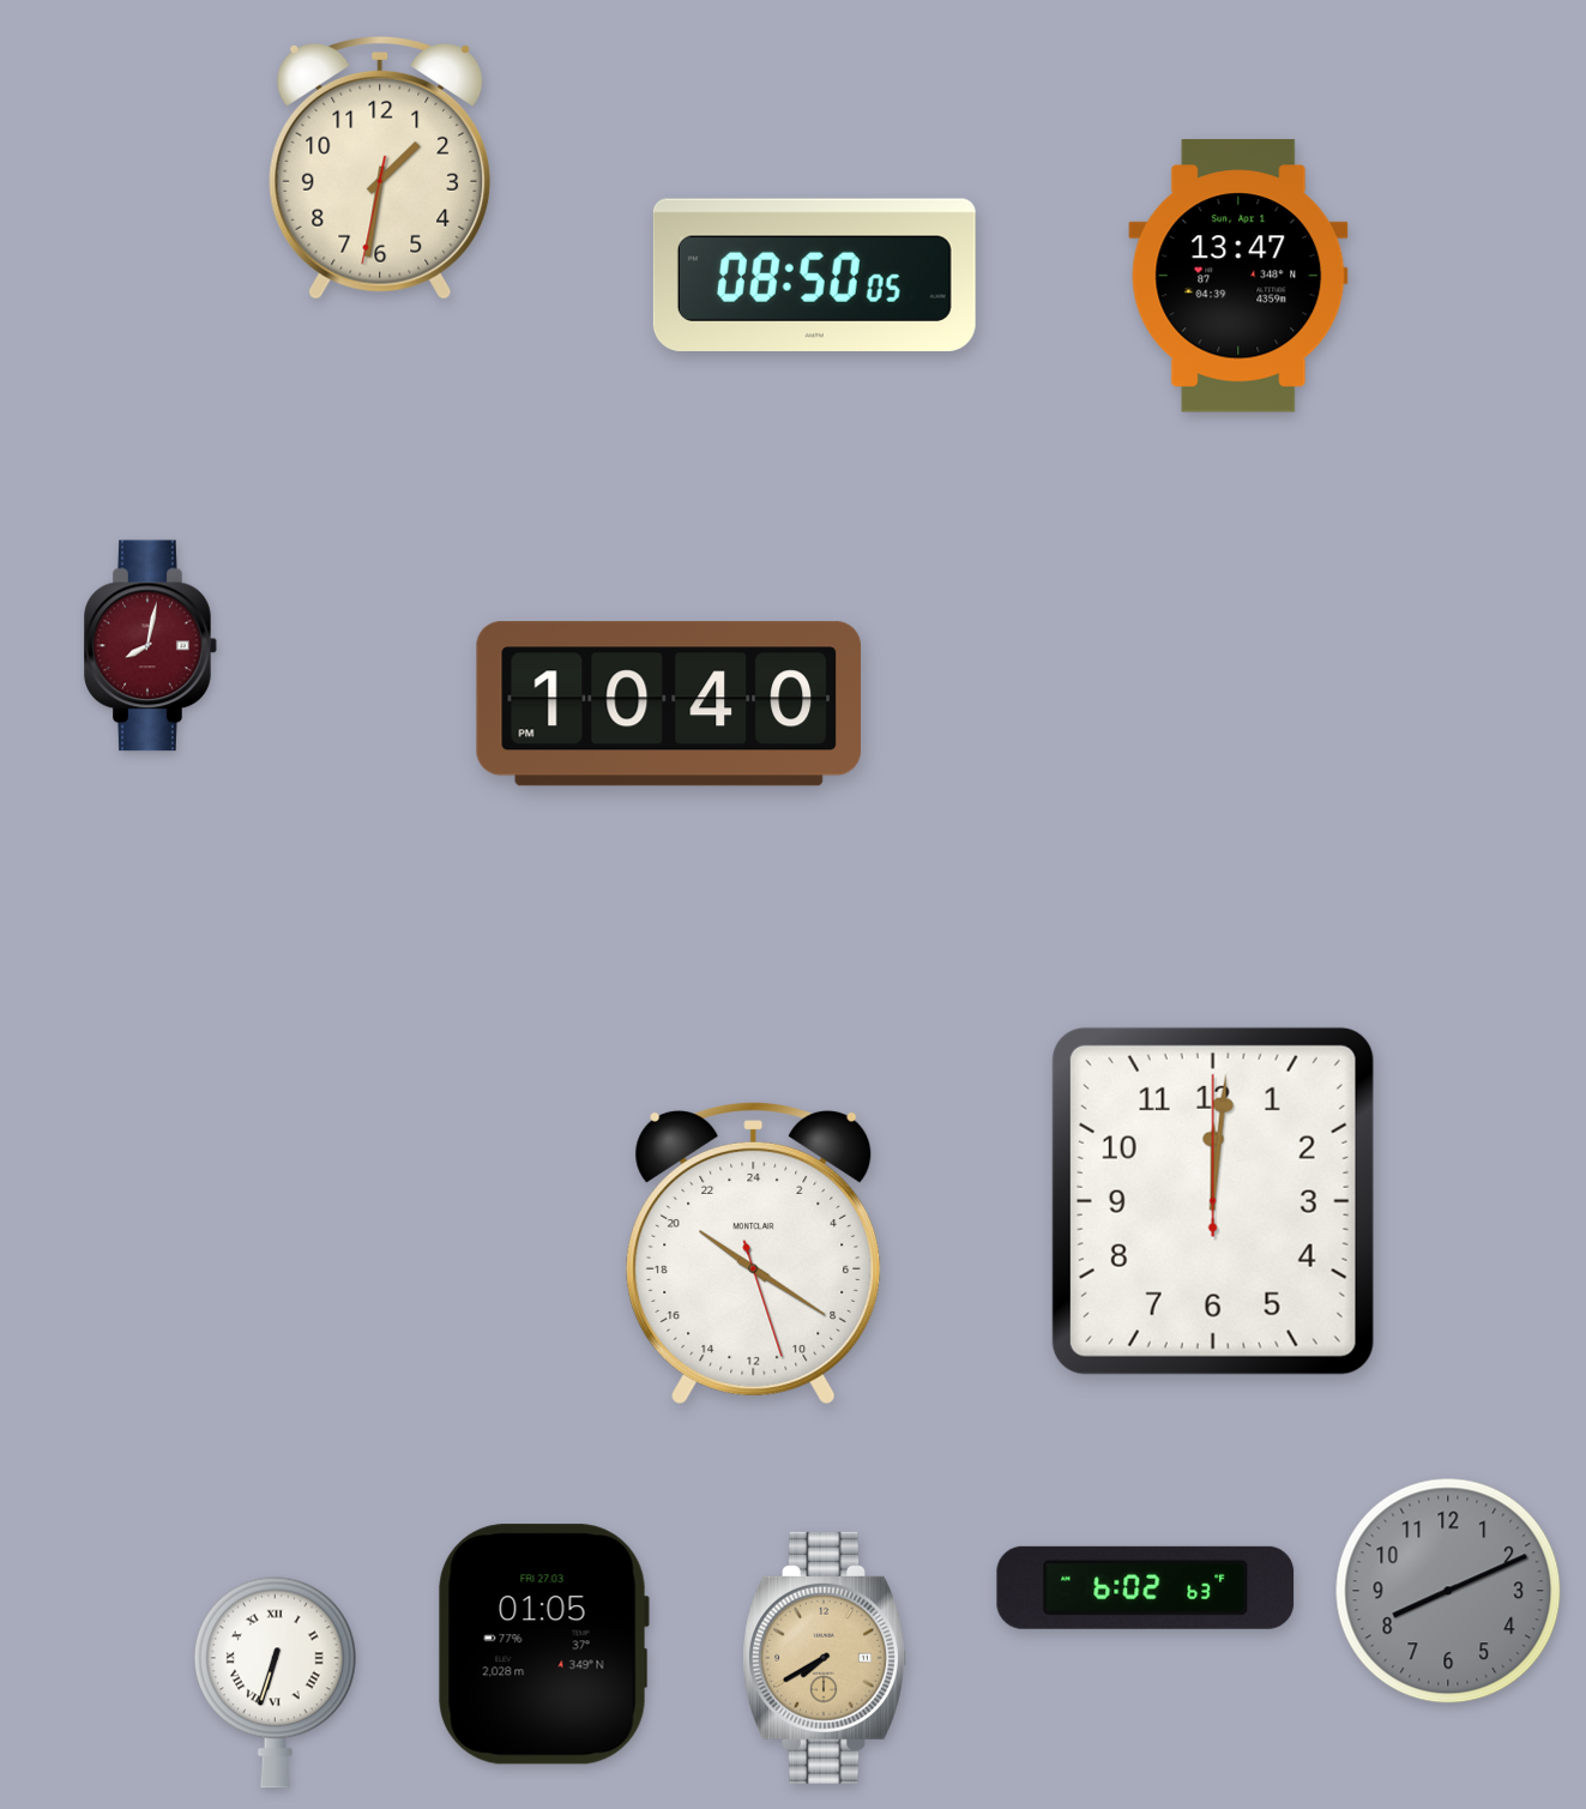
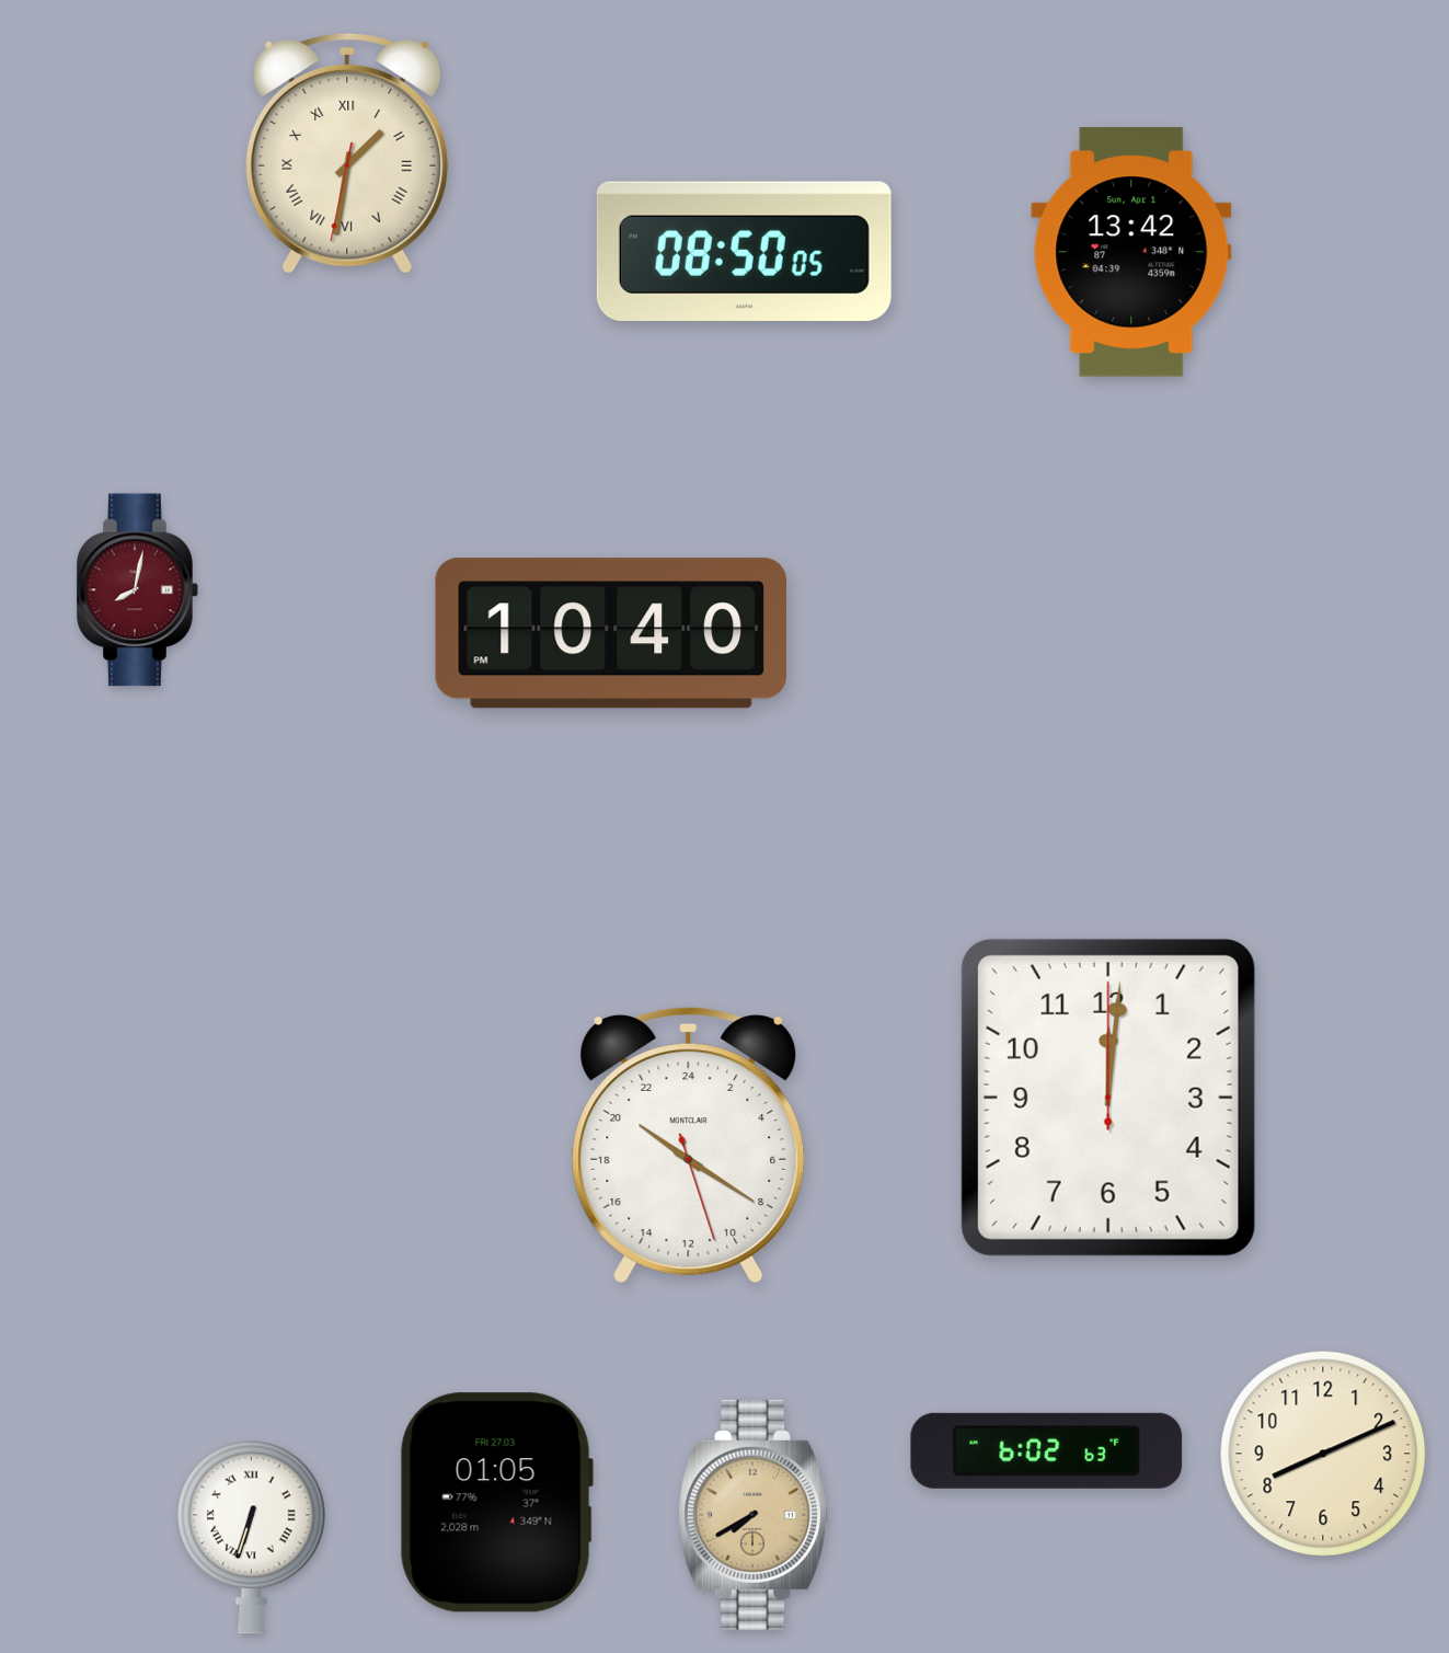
clock at (380, 168) numerals: Arabic -> Roman
clock at (1238, 276): 13:47 -> 13:42
clock at (668, 704) position: (668, 704) -> (610, 633)
clock at (1448, 1591) dial: grey -> cream
